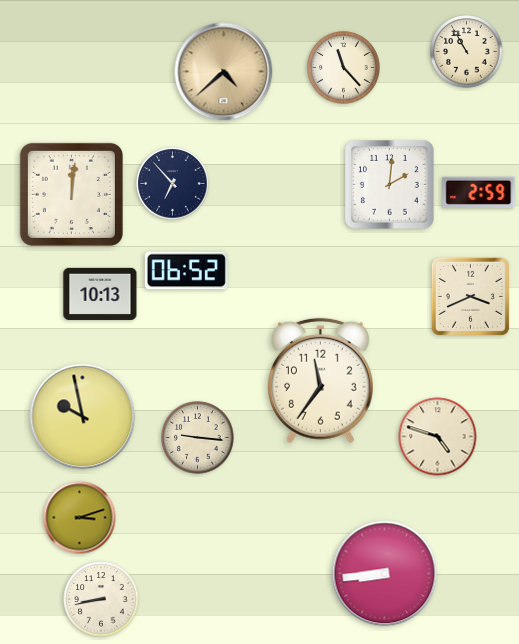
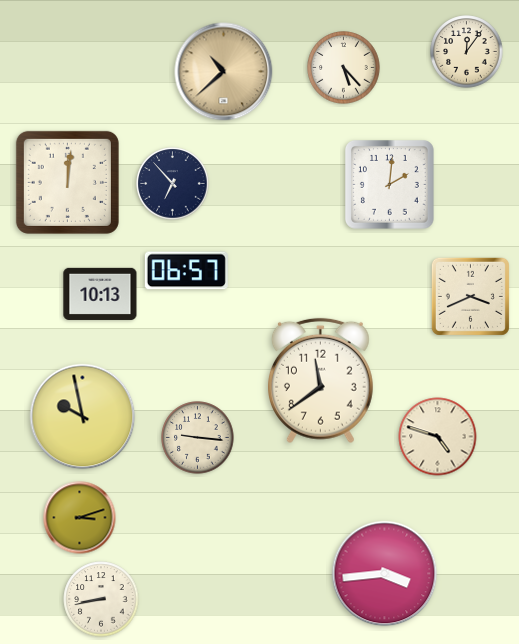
clock at (467, 52): 10:55 -> 12:06
clock at (344, 68): 11:23 -> 5:23
clock at (224, 72): 4:38 -> 10:38
clock at (479, 192): 2:59 -> none
clock at (71, 194) position: (71, 194) -> (67, 182)
clock at (186, 271): 06:52 -> 06:57
clock at (320, 381): 11:36 -> 11:39
clock at (385, 574): 8:44 -> 3:44
